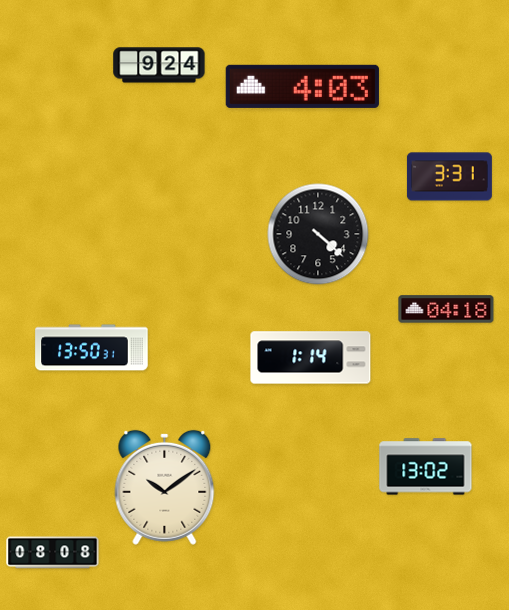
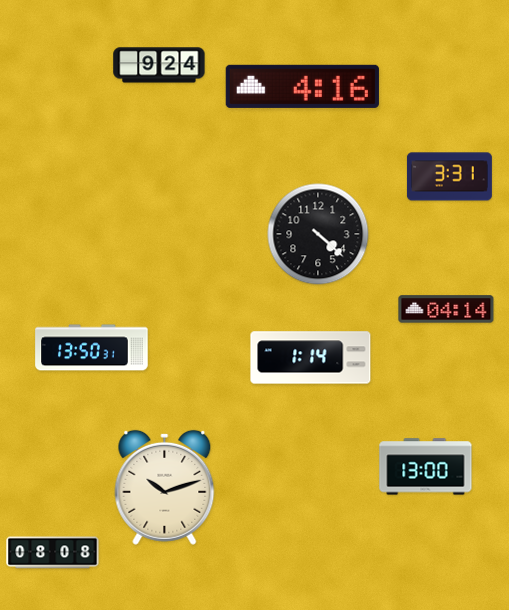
clock at (302, 86): 4:03 -> 4:16
clock at (446, 309): 04:18 -> 04:14
clock at (426, 467): 13:02 -> 13:00
clock at (165, 487): 10:09 -> 10:12
